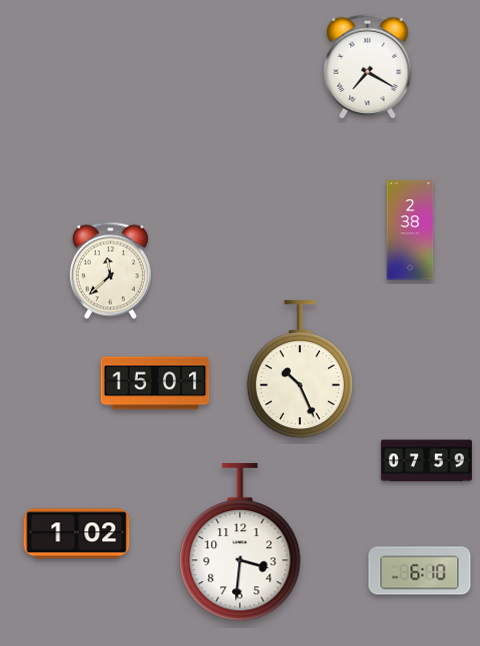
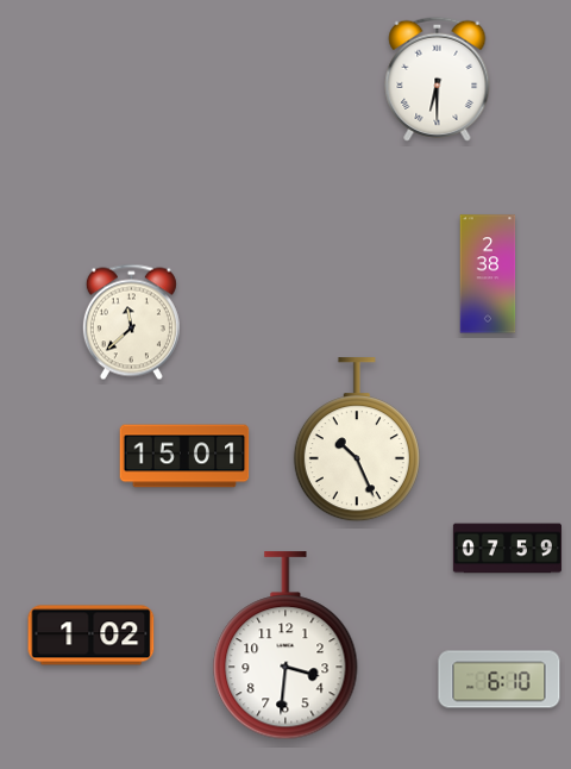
clock at (368, 66): 7:20 -> 6:30
